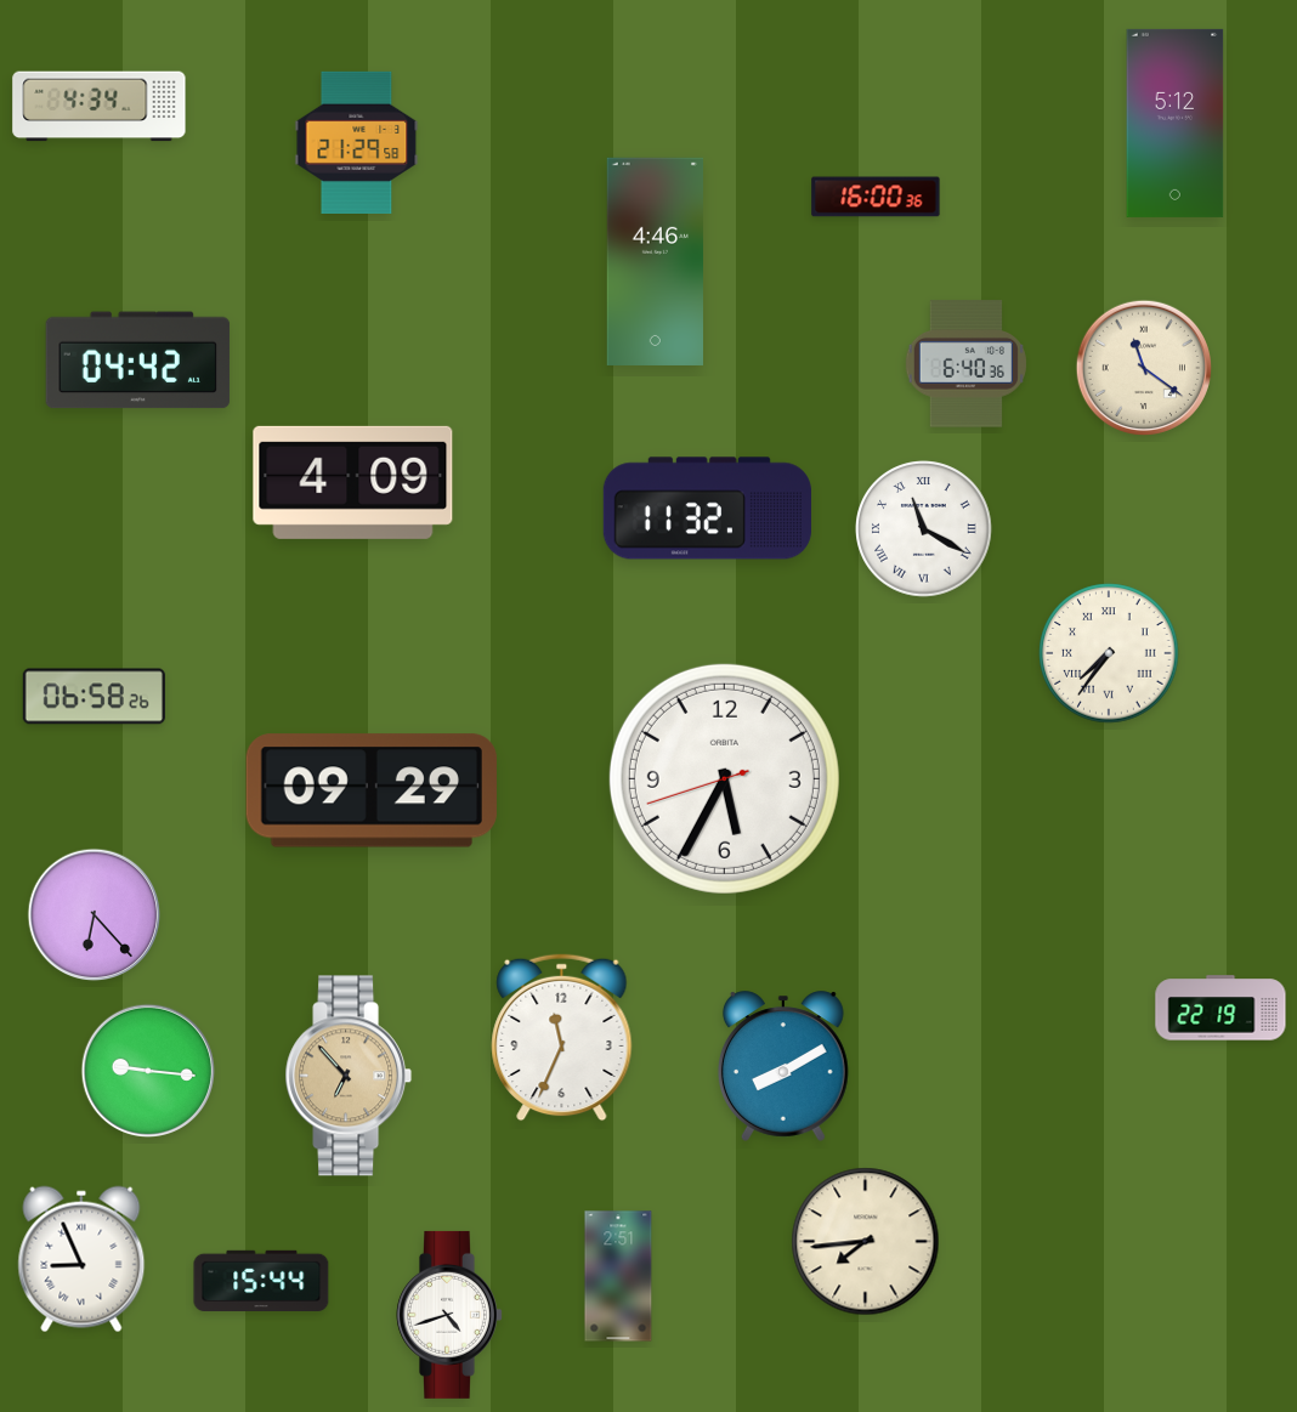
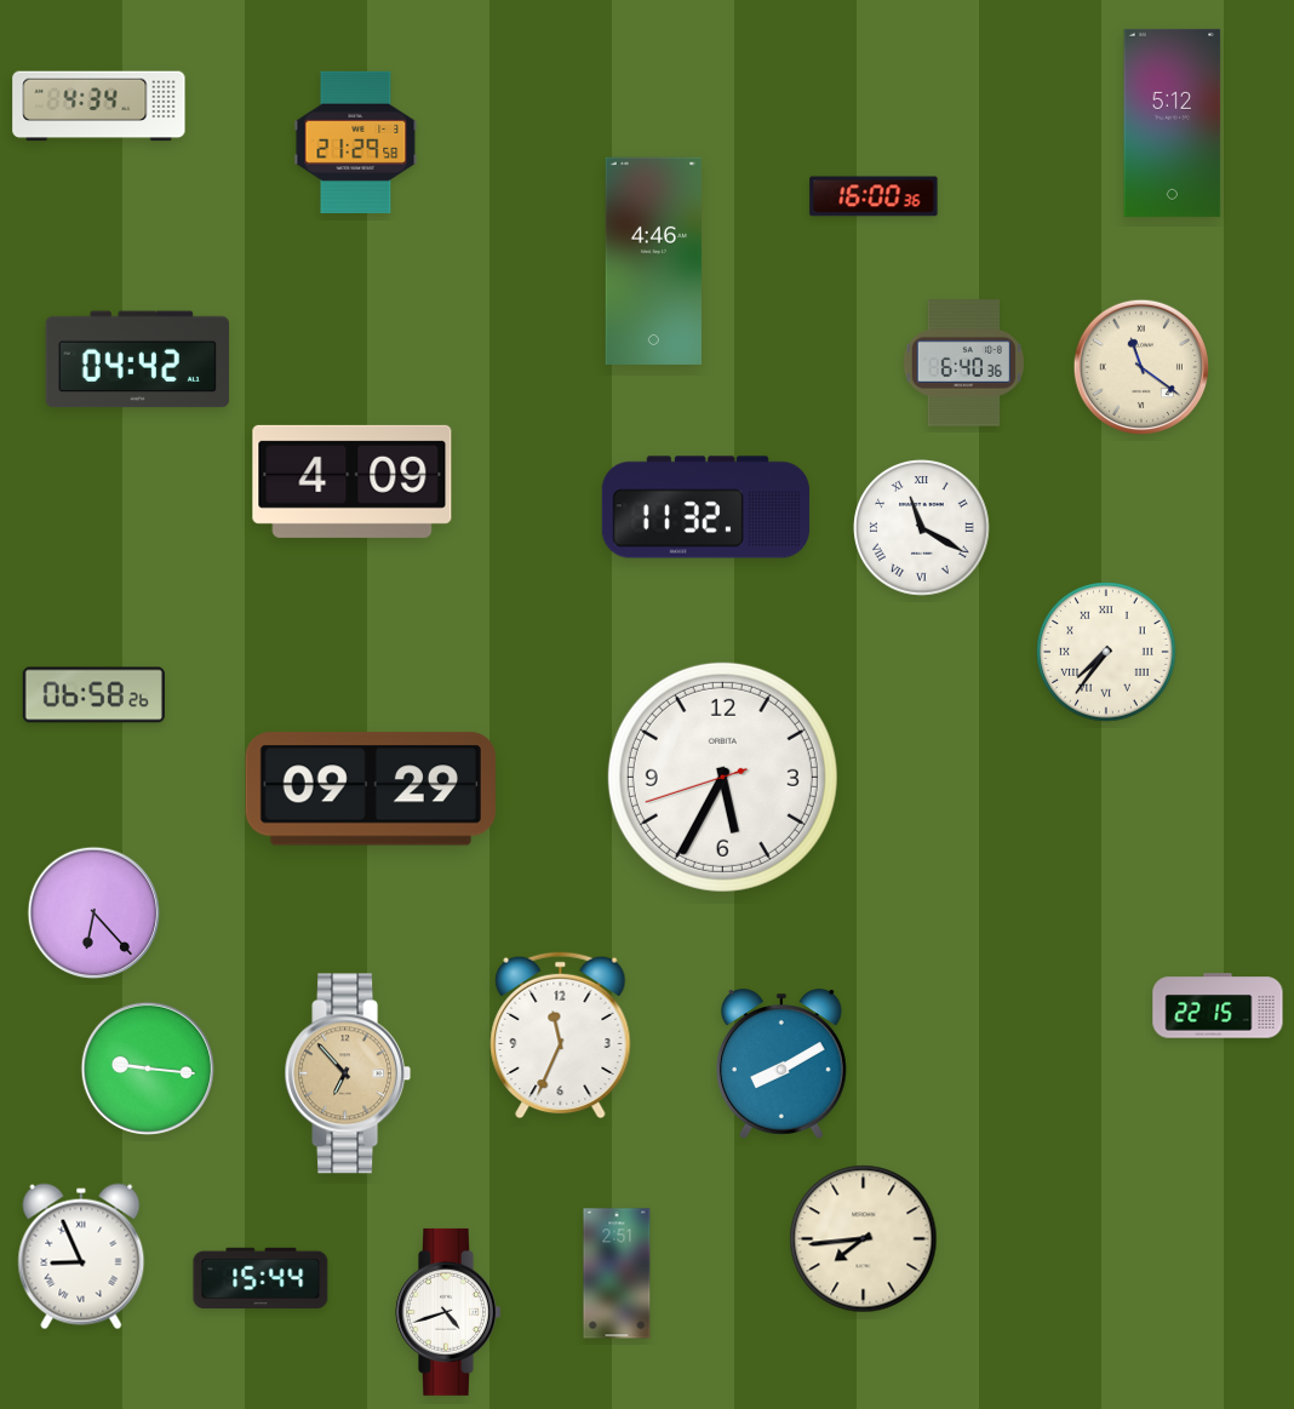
clock at (1220, 1008): 22:19 -> 22:15
